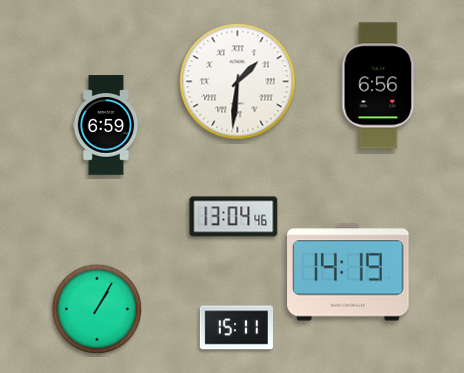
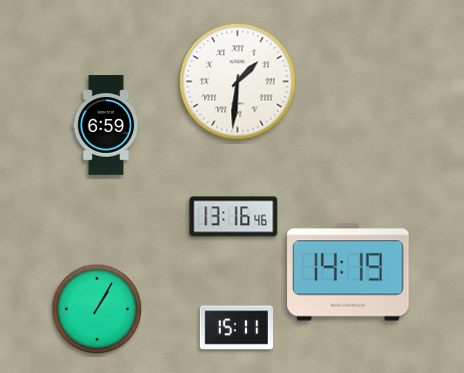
clock at (379, 86): 6:56 -> none
clock at (234, 217): 13:04 -> 13:16
